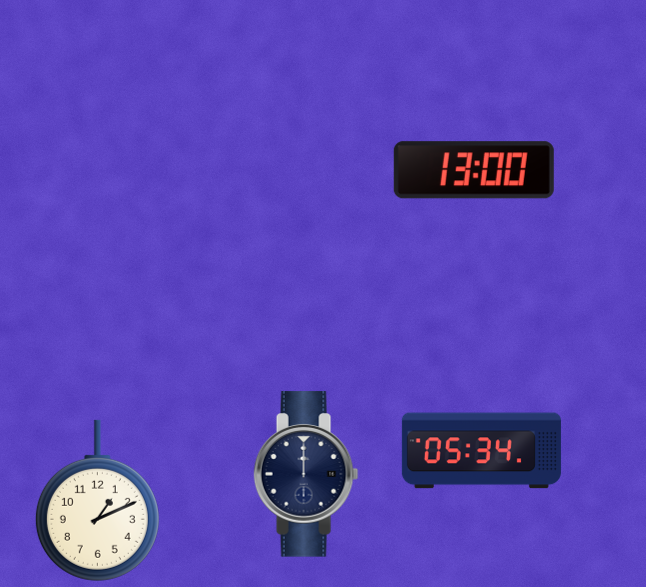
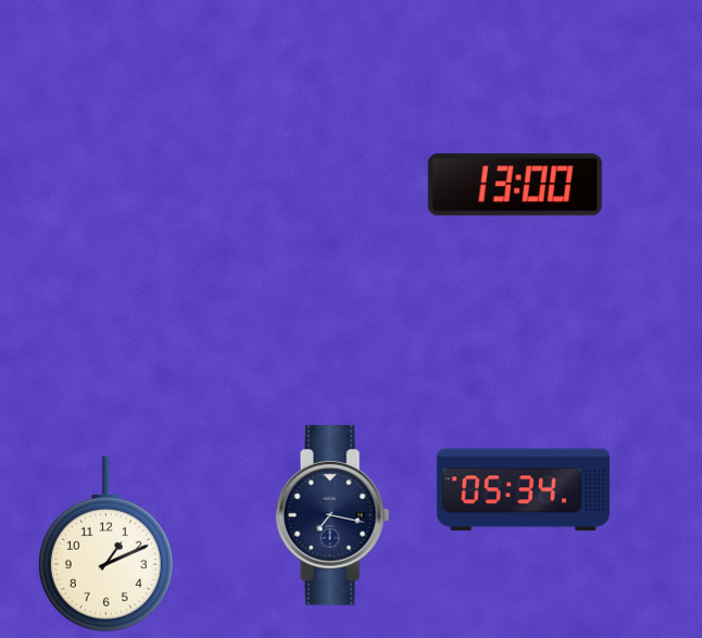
clock at (306, 474): 12:00 -> 7:17
